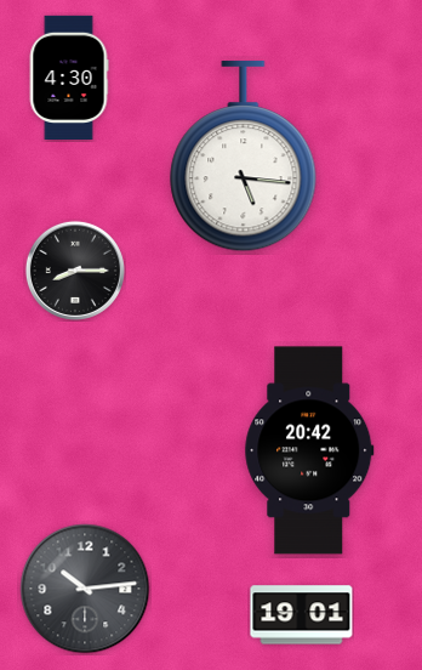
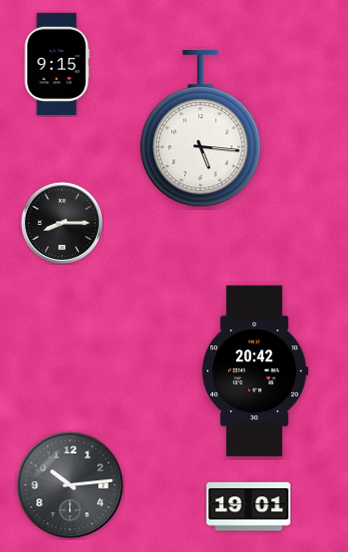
clock at (69, 76): 4:30 -> 9:15
